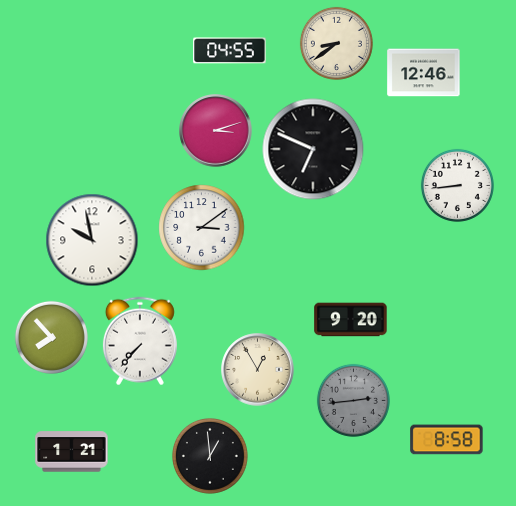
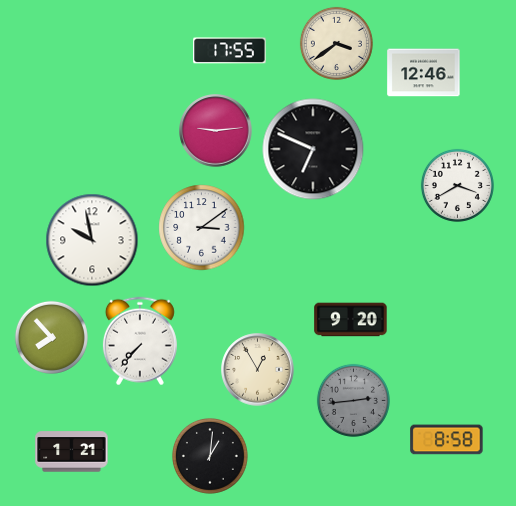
clock at (336, 43): 8:39 -> 3:39
clock at (230, 51): 04:55 -> 17:55
clock at (216, 131): 3:12 -> 9:14
clock at (457, 185): 8:44 -> 3:40
clock at (210, 456): 12:59 -> 1:01
